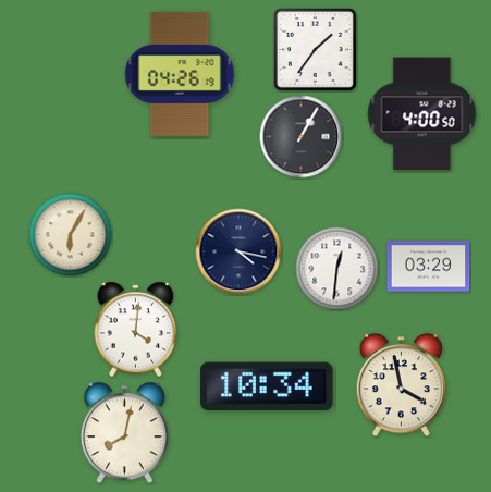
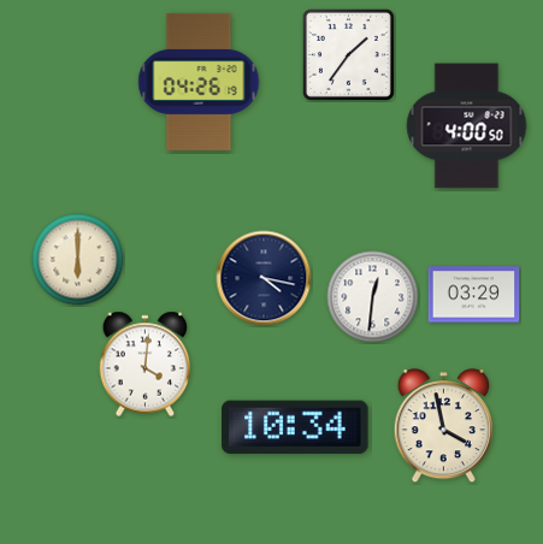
clock at (302, 137): 1:05 -> none
clock at (71, 235): 6:05 -> 6:00
clock at (136, 330) position: (136, 330) -> (146, 365)
clock at (124, 433): 8:02 -> none
